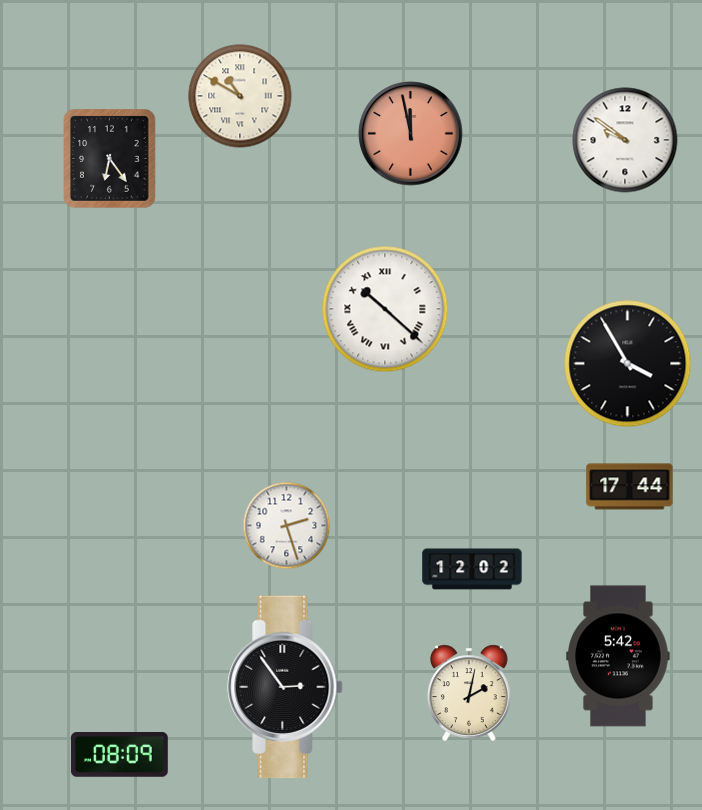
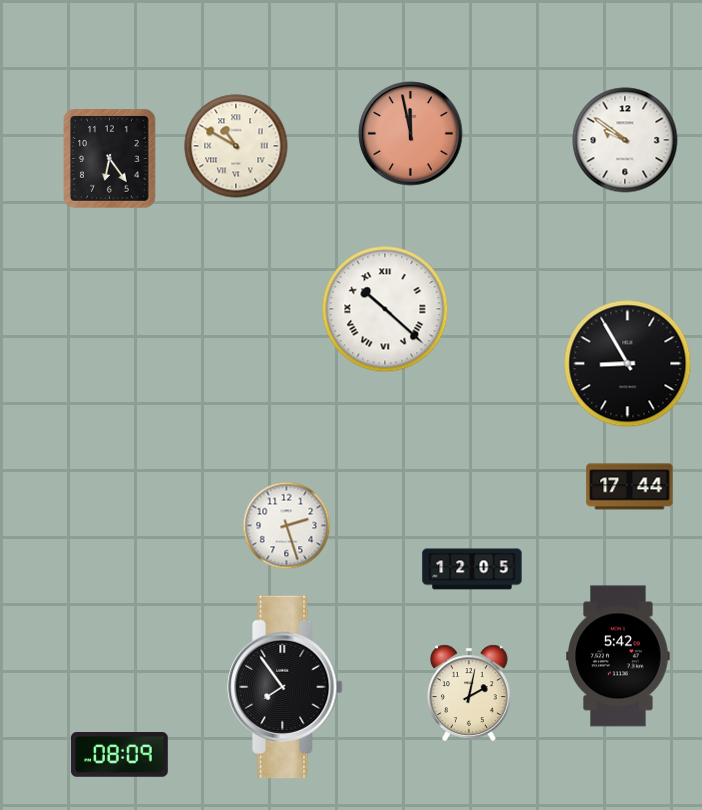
clock at (240, 96) position: (240, 96) -> (236, 146)
clock at (628, 364): 3:55 -> 8:55
clock at (472, 569): 12:02 -> 12:05
clock at (285, 687): 2:54 -> 7:54
